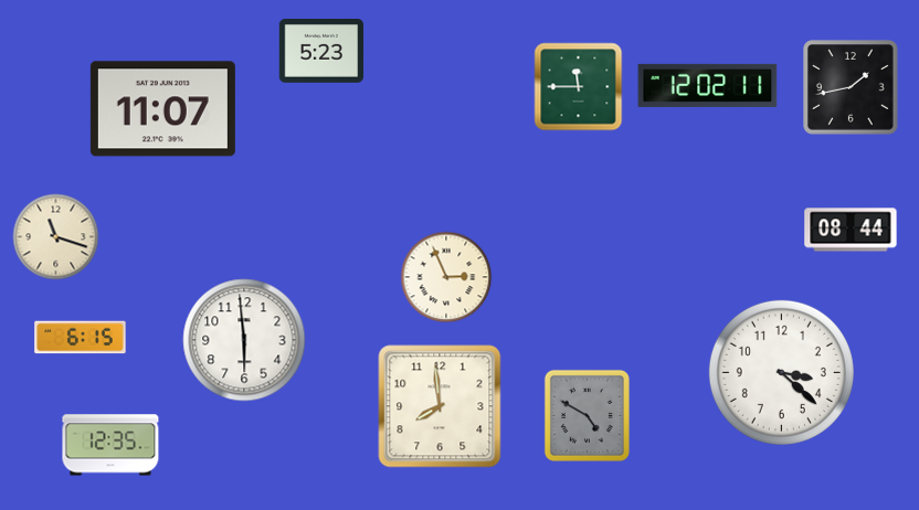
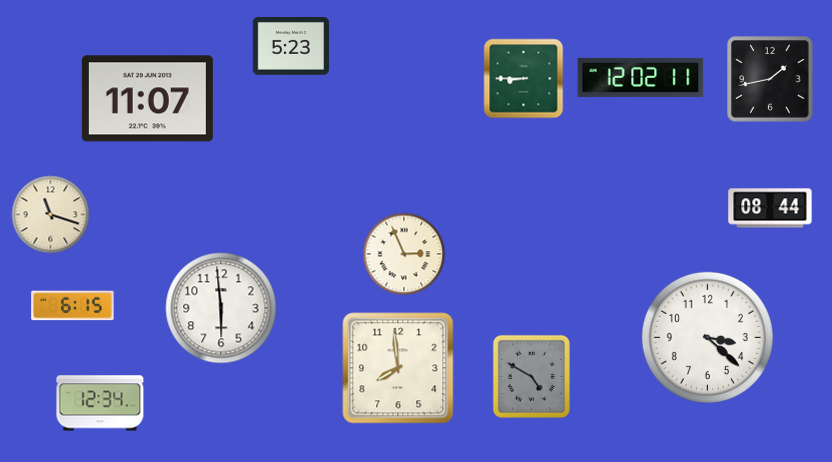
clock at (579, 87): 11:45 -> 8:45
clock at (446, 277) position: (446, 277) -> (404, 254)
clock at (110, 445): 12:35 -> 12:34
